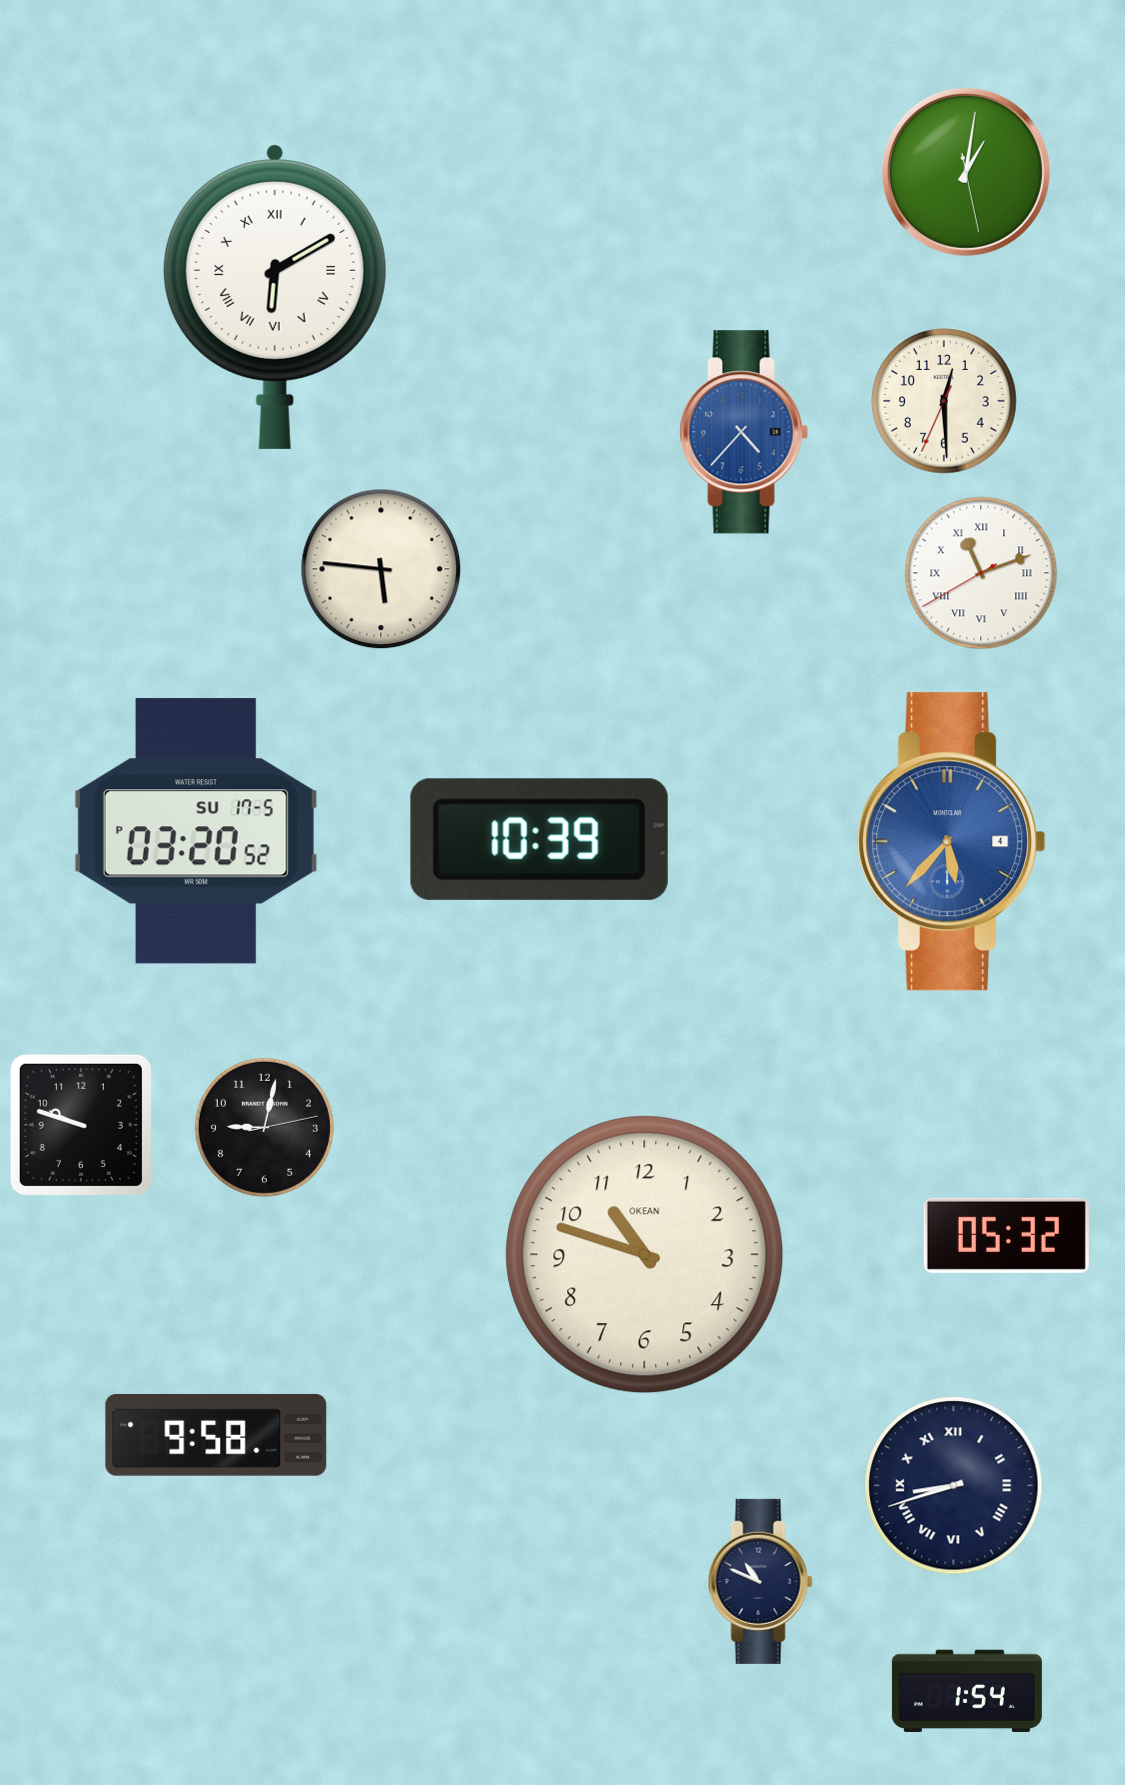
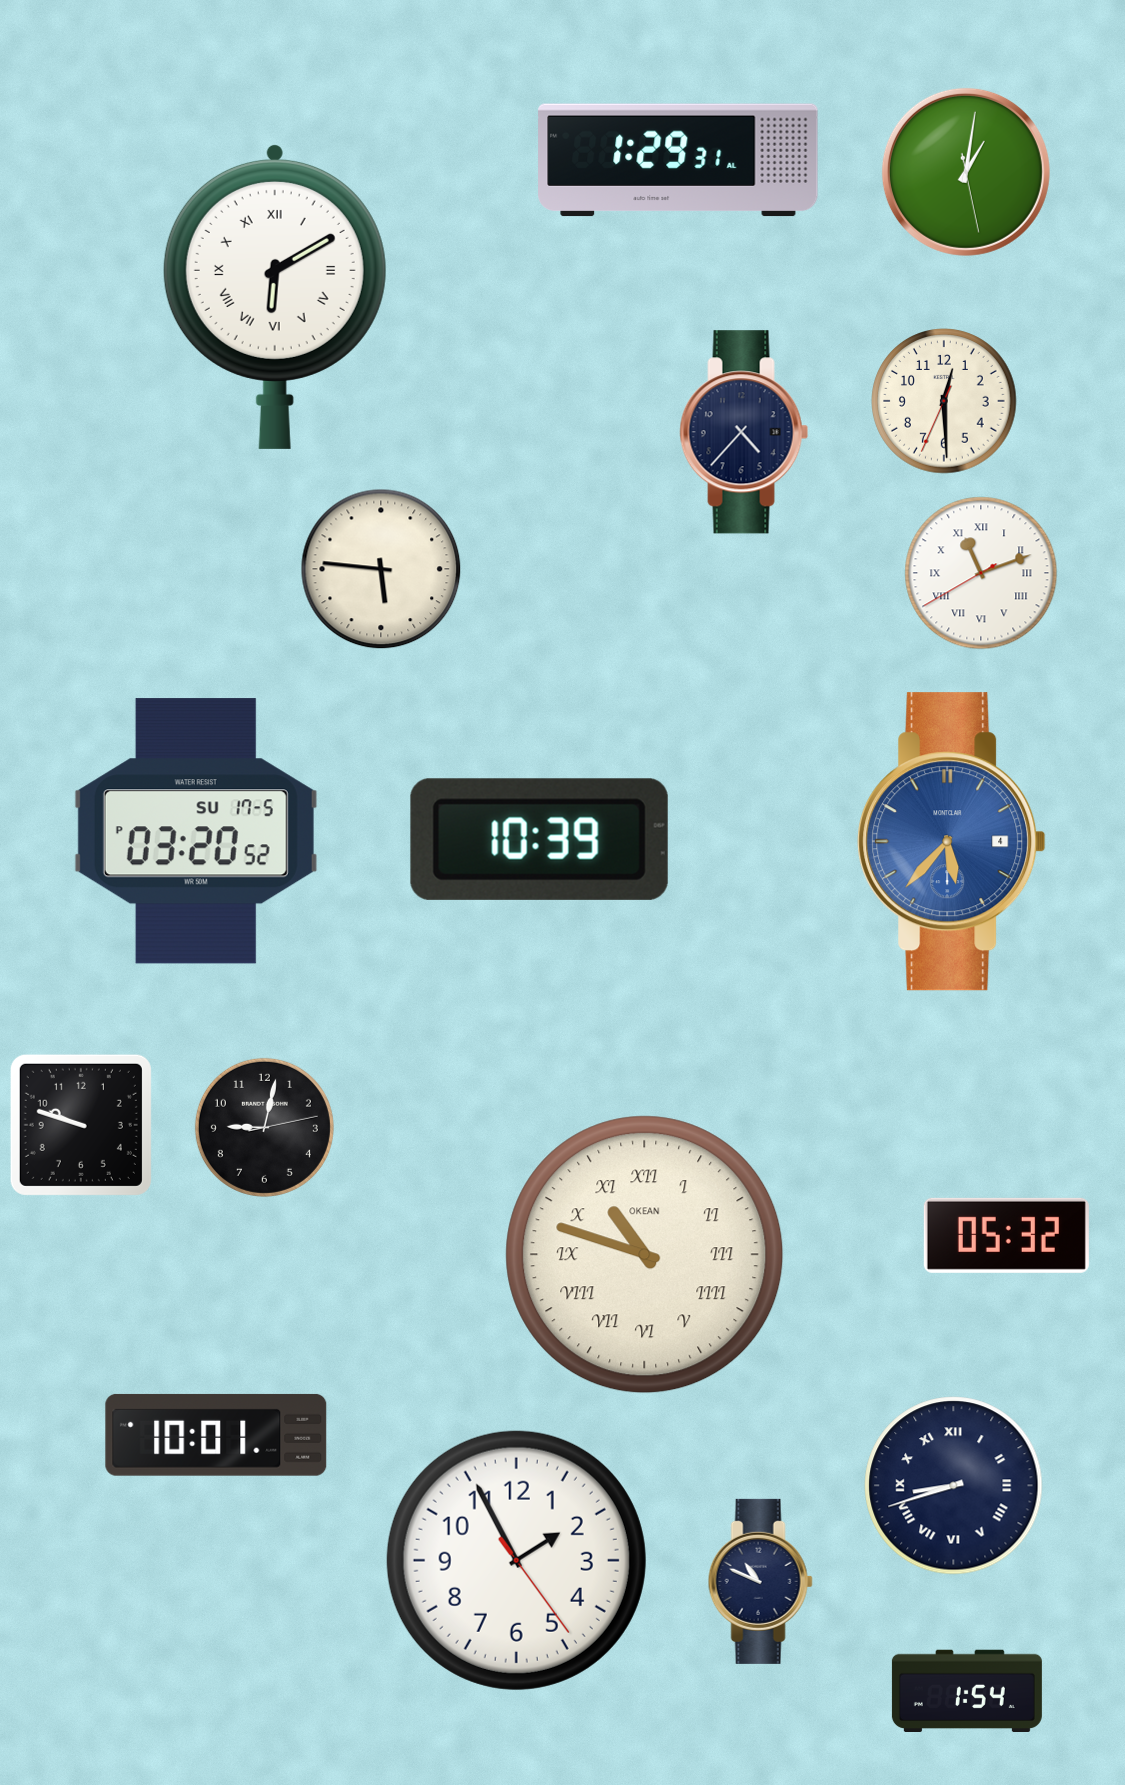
clock at (678, 160): none -> 1:29
clock at (744, 432) dial: blue -> navy
clock at (645, 1255) numerals: Arabic -> Roman
clock at (216, 1435): 9:58 -> 10:01
clock at (516, 1560): none -> 1:55
